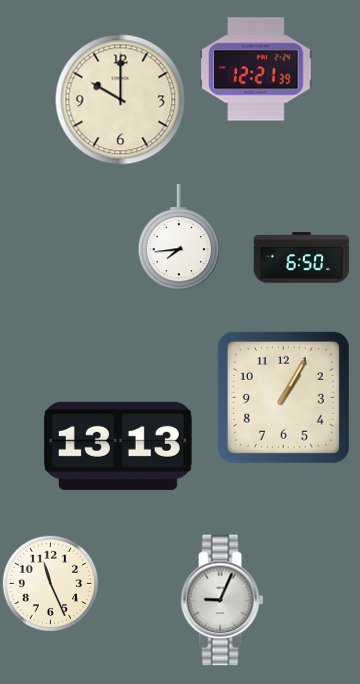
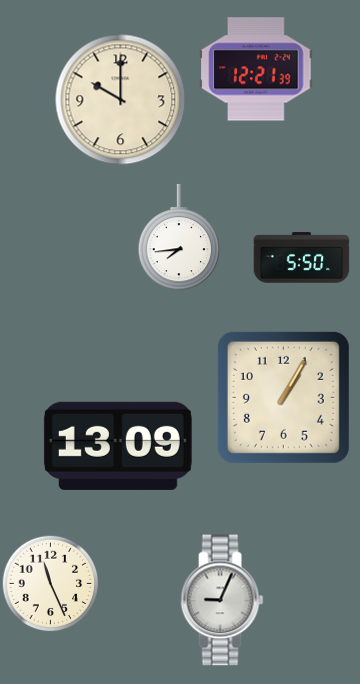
clock at (302, 258): 6:50 -> 5:50
clock at (118, 446): 13:13 -> 13:09
